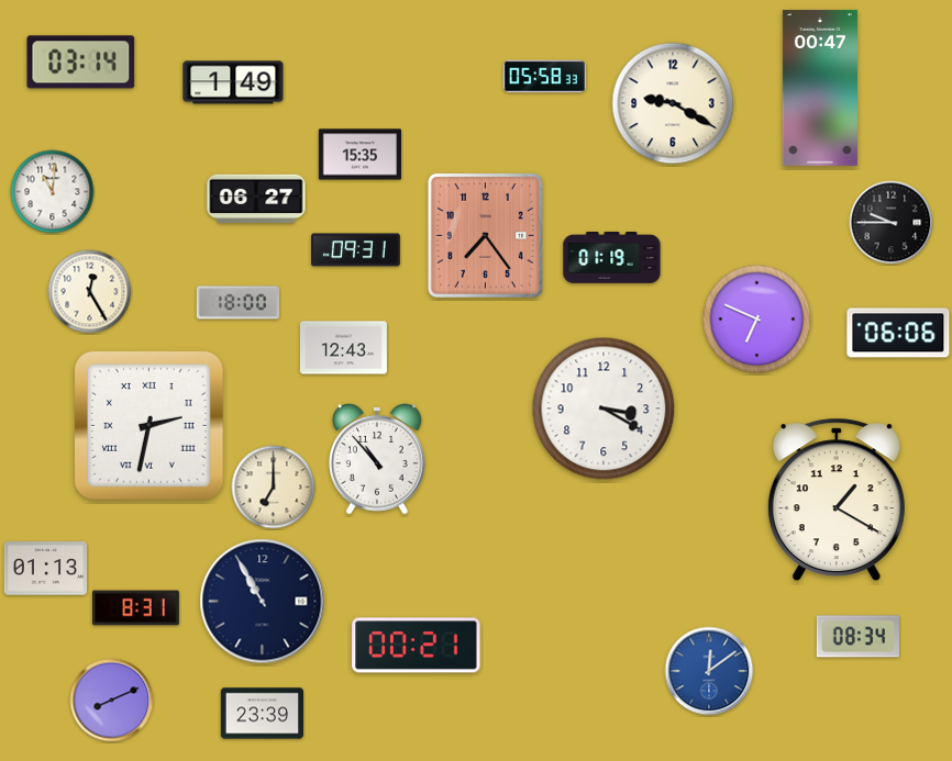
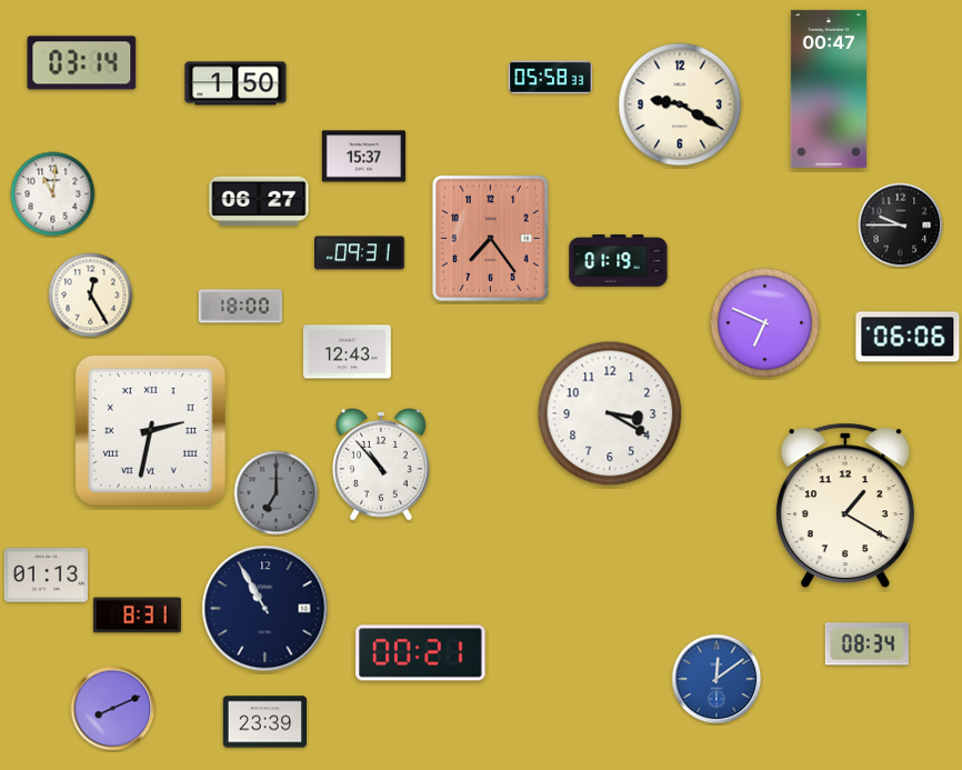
clock at (233, 82): 1:49 -> 1:50
clock at (359, 155): 15:35 -> 15:37
clock at (274, 488) dial: cream -> grey
